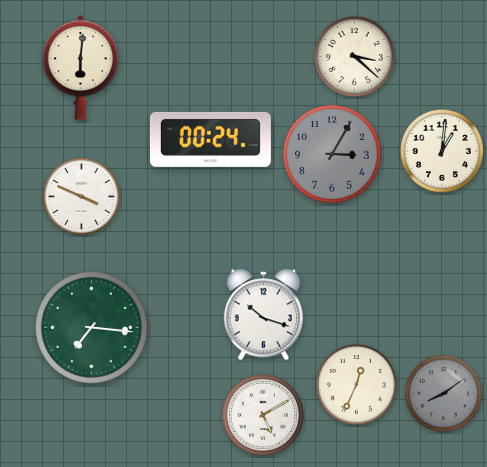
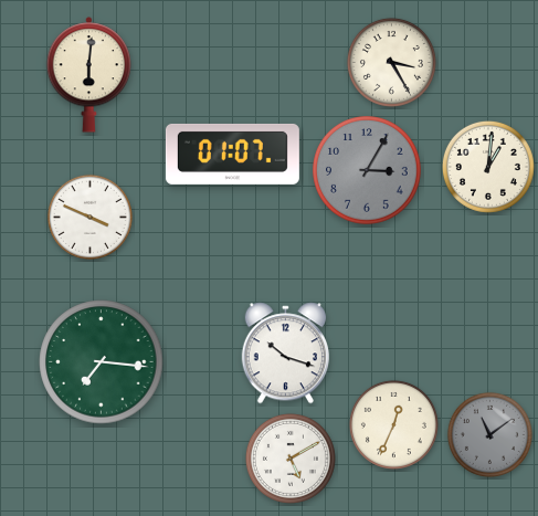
clock at (354, 56): 3:22 -> 3:25
clock at (210, 139): 00:24 -> 01:07
clock at (263, 315) position: (263, 315) -> (285, 354)
clock at (443, 393): 8:09 -> 11:09
